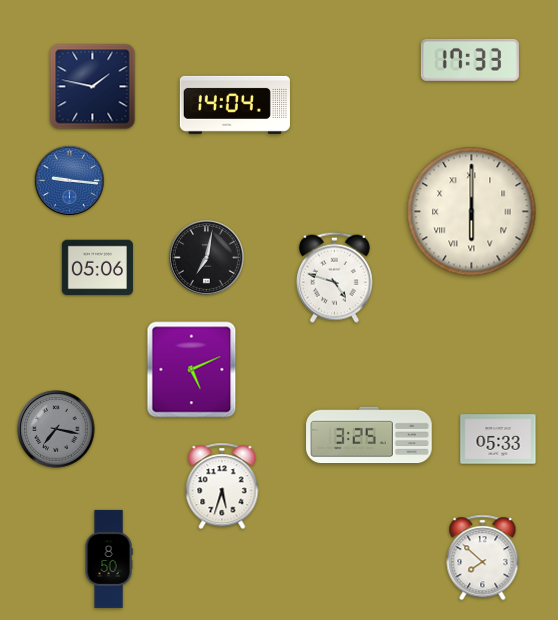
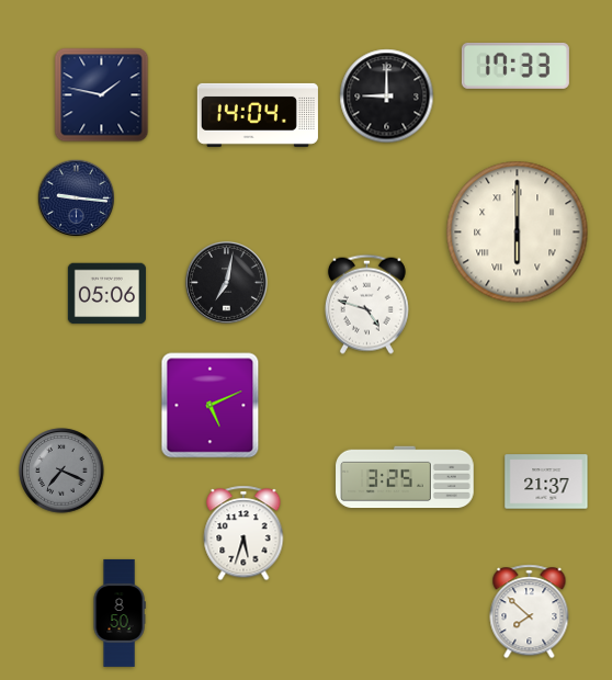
clock at (387, 97): none -> 9:00
clock at (70, 181) dial: blue -> navy
clock at (56, 429): 7:17 -> 7:19
clock at (498, 439): 05:33 -> 21:37
